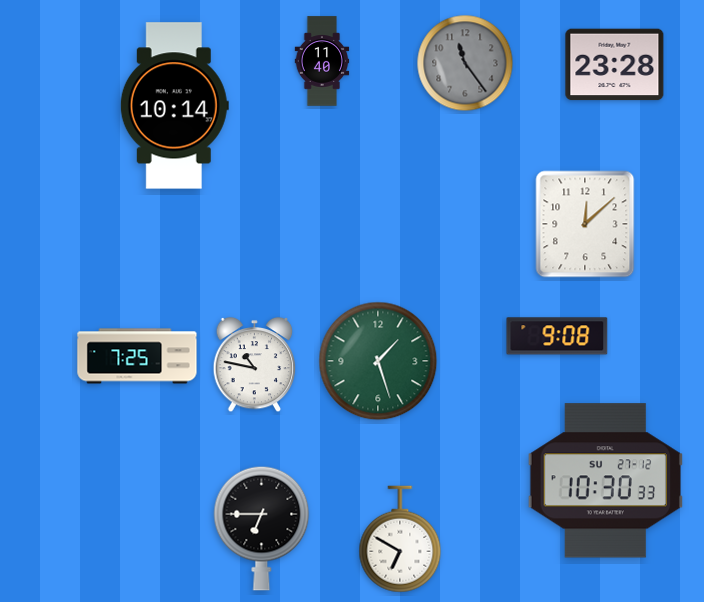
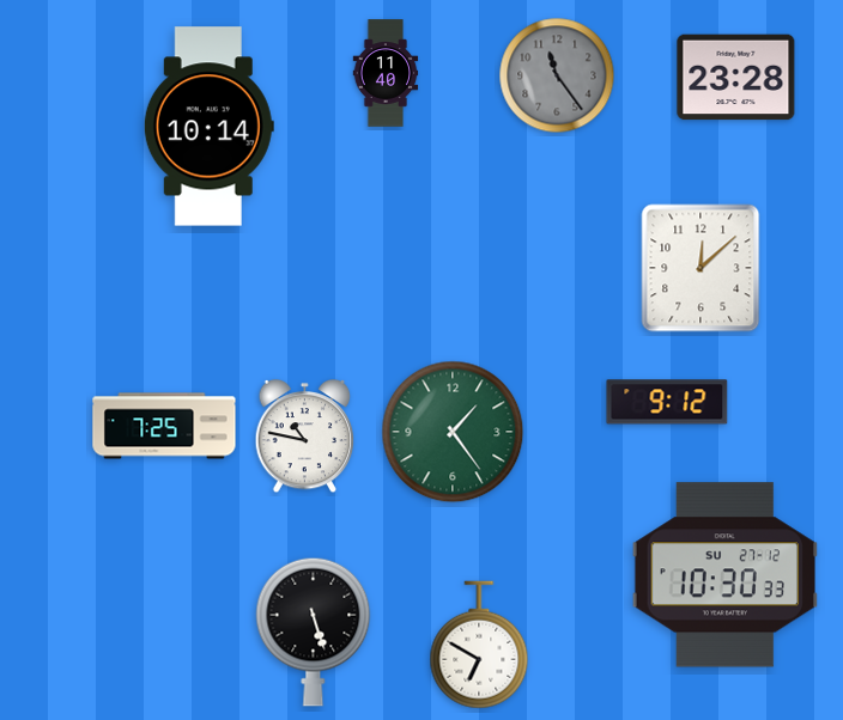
clock at (557, 336): 9:08 -> 9:12
clock at (378, 361): 1:27 -> 1:24
clock at (262, 528): 6:45 -> 5:27
